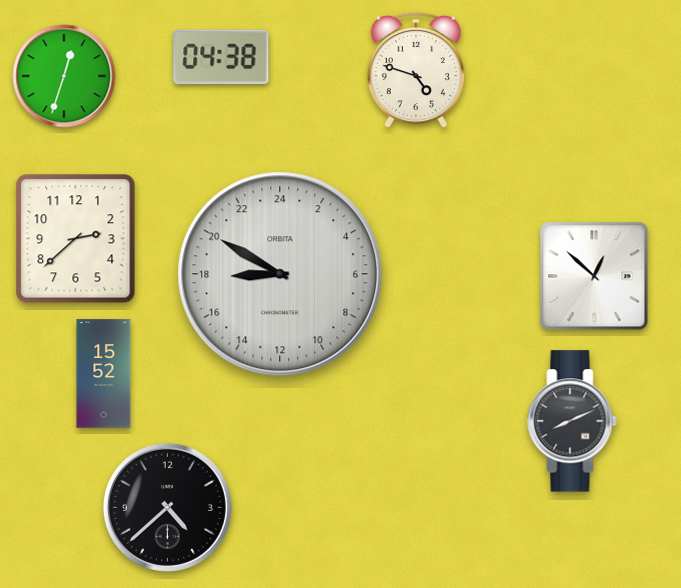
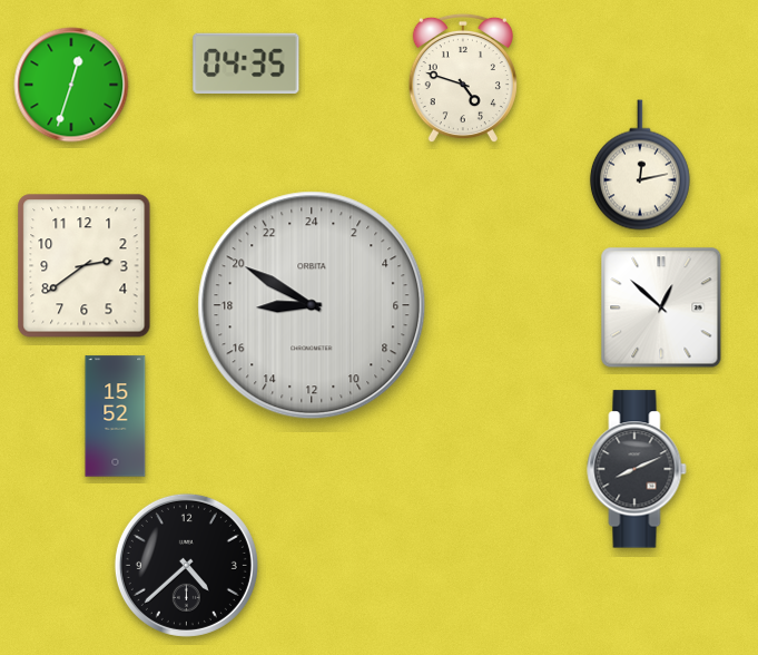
clock at (221, 57): 04:38 -> 04:35
clock at (640, 165): none -> 12:13
clock at (76, 239): 2:38 -> 2:39
